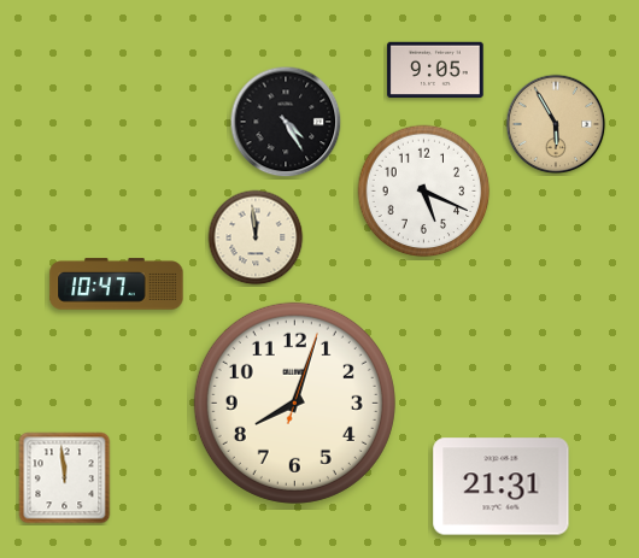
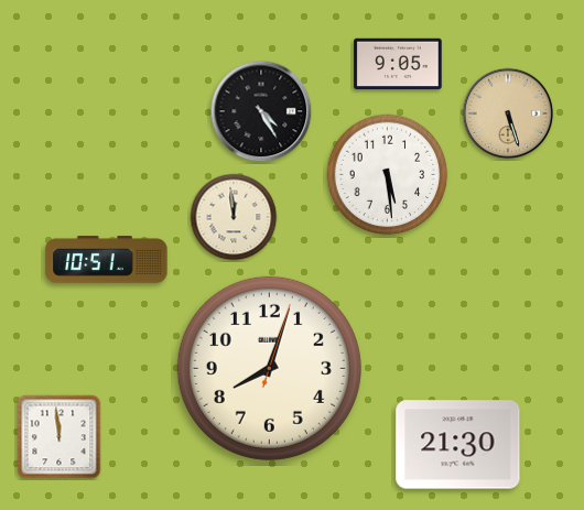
clock at (556, 124): 5:55 -> 5:27
clock at (424, 192): 5:19 -> 5:29
clock at (117, 284): 10:47 -> 10:51
clock at (502, 487): 21:31 -> 21:30
